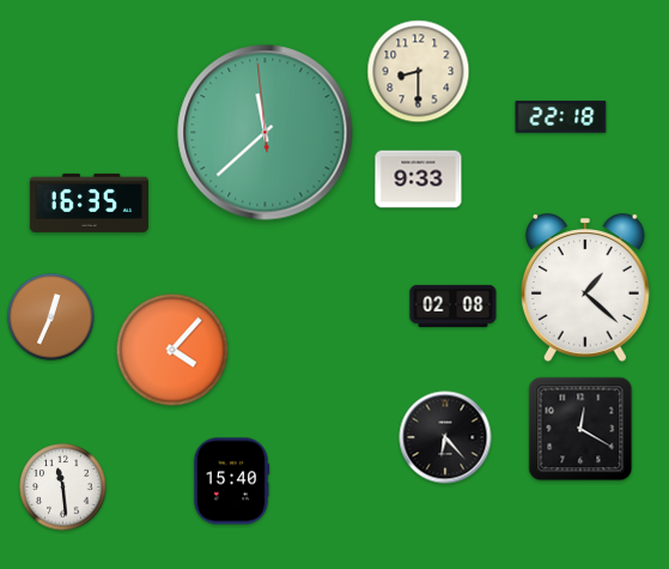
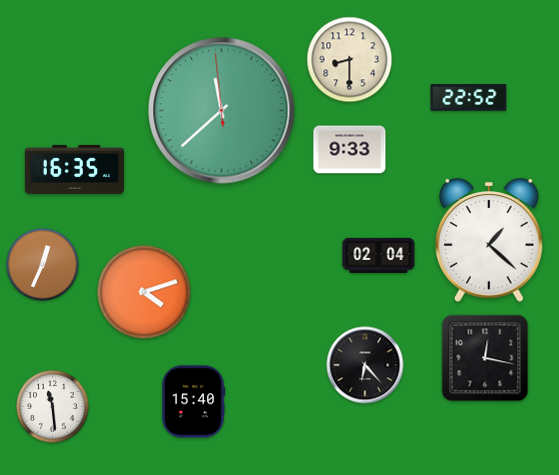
clock at (561, 117): 22:18 -> 22:52
clock at (454, 305): 02:08 -> 02:04
clock at (172, 350): 4:07 -> 4:12
clock at (580, 429): 12:20 -> 12:17
clock at (445, 437) position: (445, 437) -> (365, 365)
